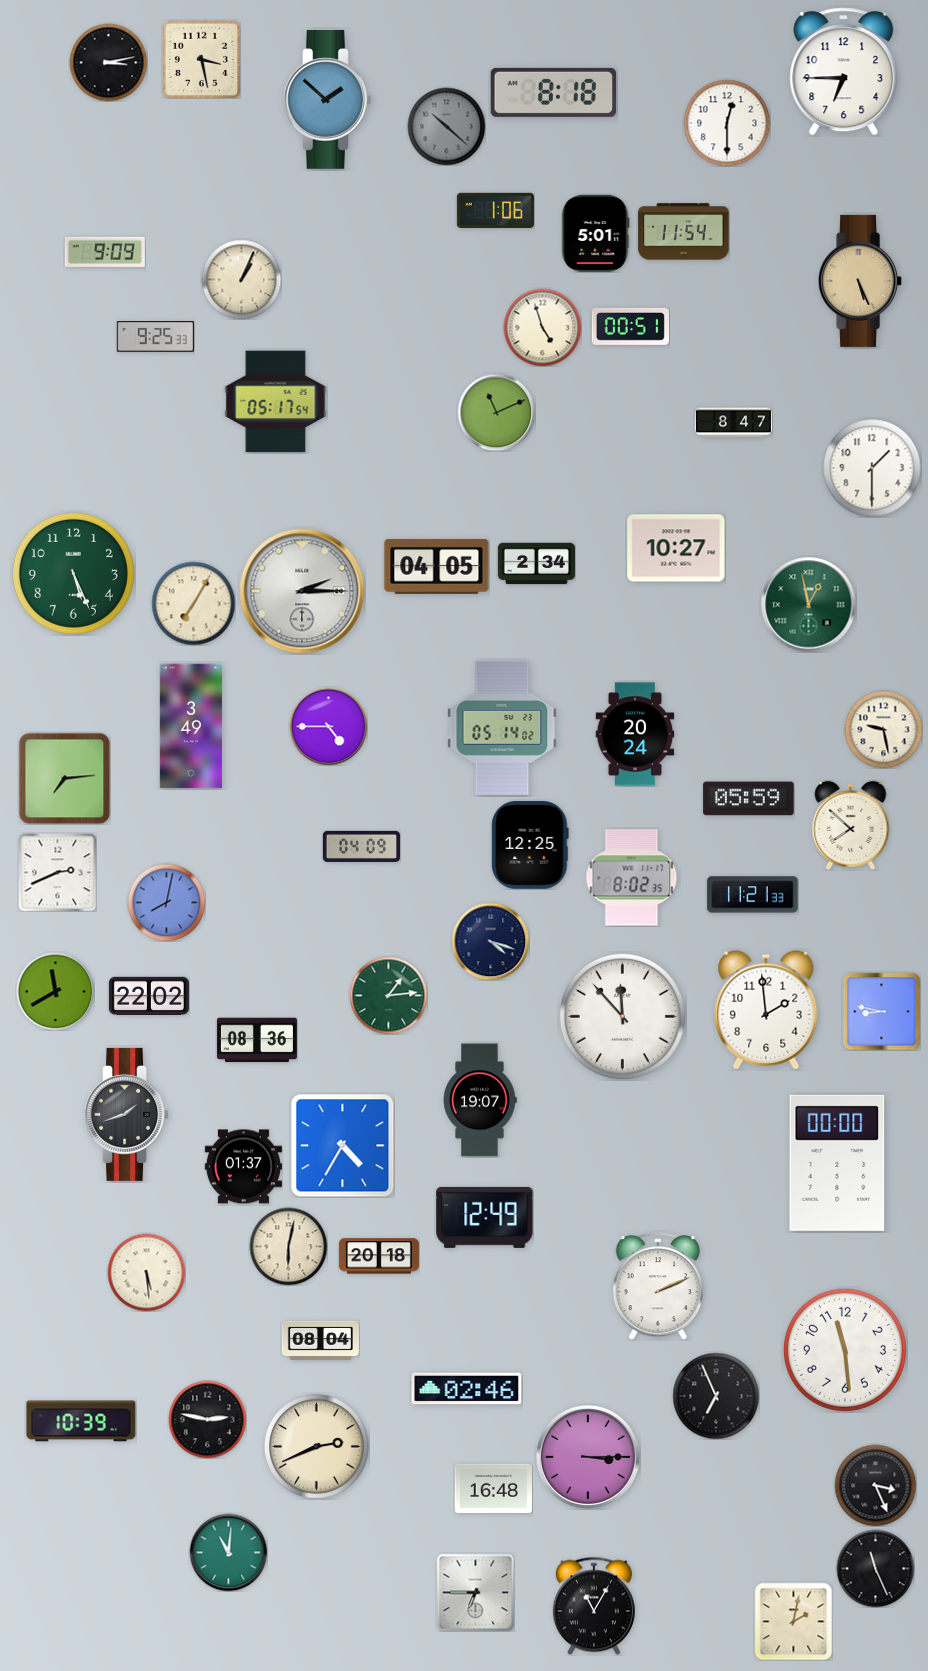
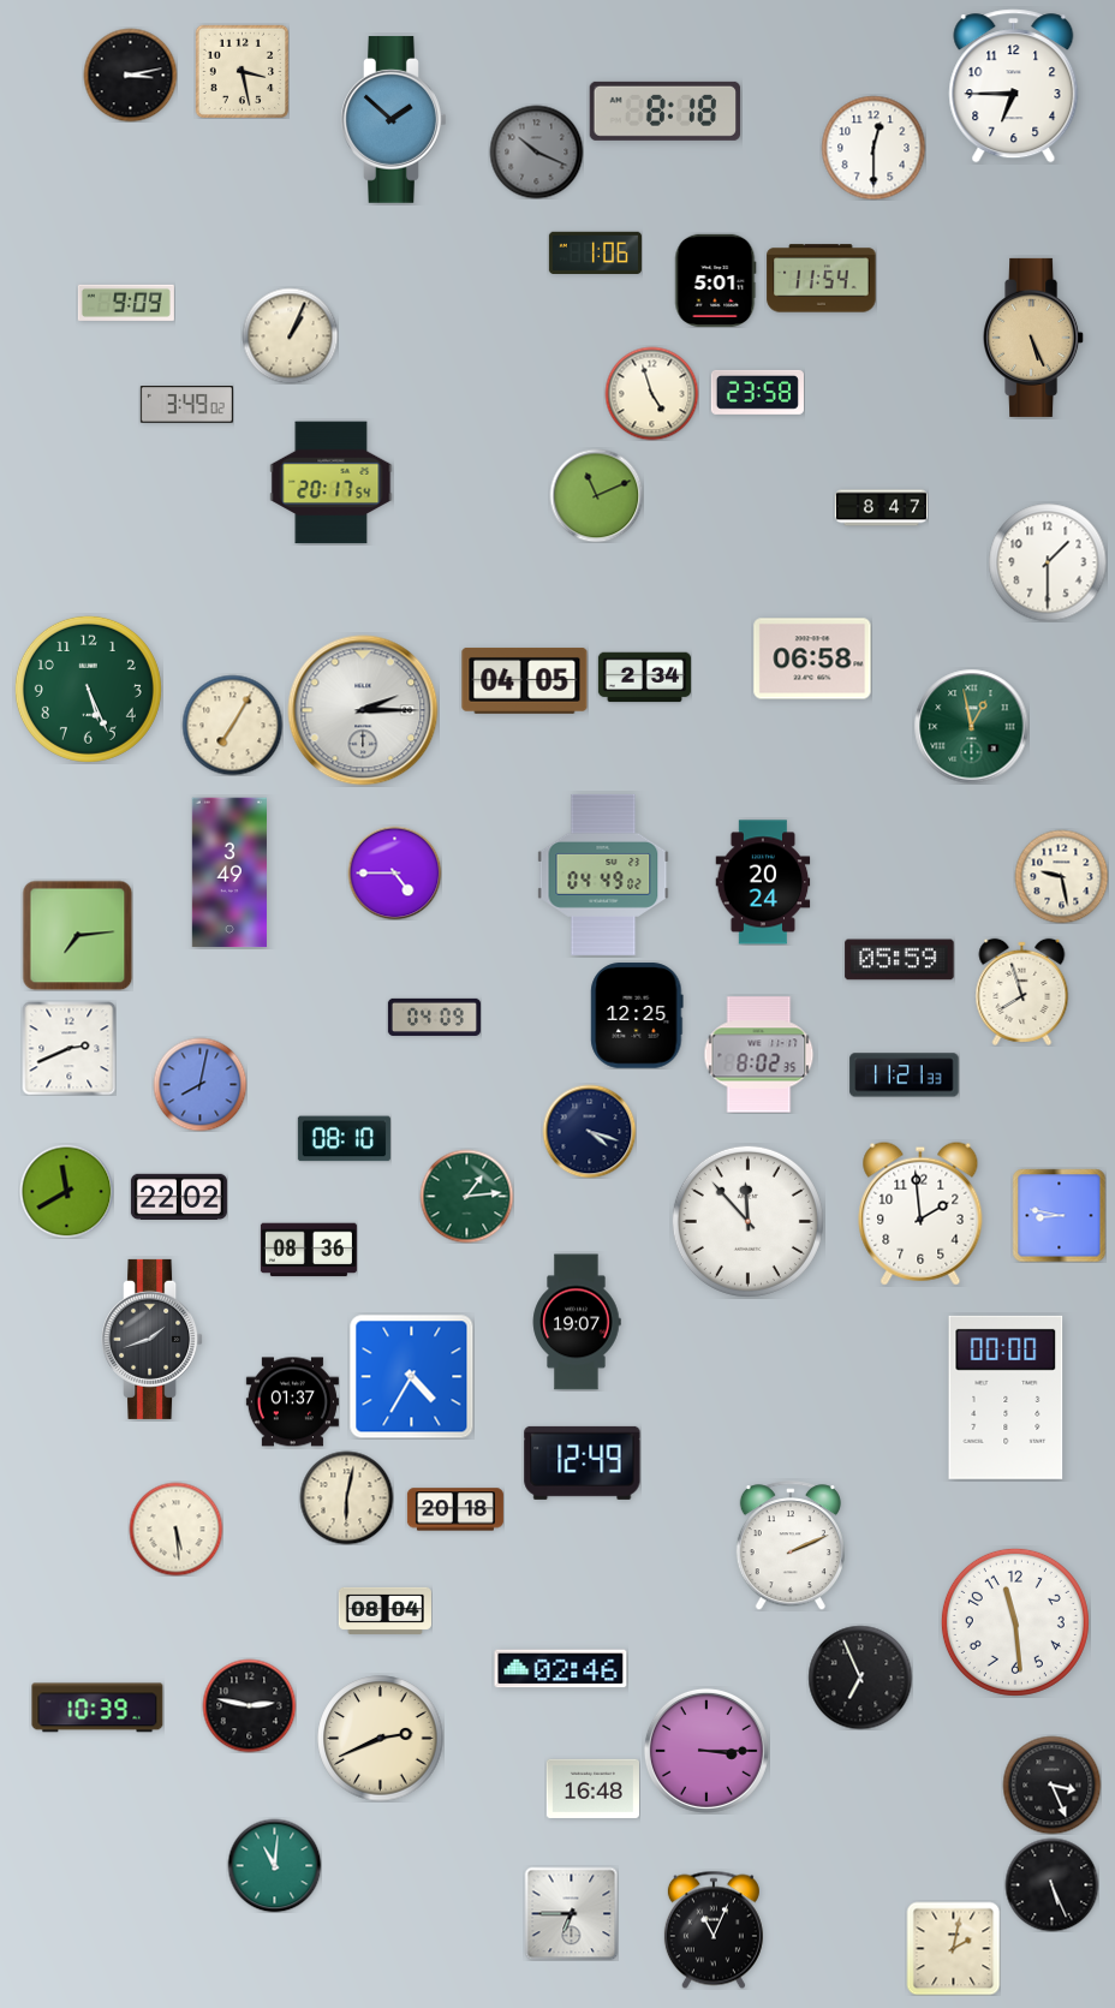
clock at (446, 126): 10:22 -> 10:19
clock at (630, 326): 00:51 -> 23:58
clock at (155, 337): 9:25 -> 3:49
clock at (276, 402): 05:17 -> 20:17
clock at (676, 548): 10:27 -> 06:58
clock at (502, 728): 05:14 -> 04:49
clock at (851, 825): 7:52 -> 7:57
clock at (344, 1139): none -> 08:10
clock at (875, 1568): 11:26 -> 5:26
clock at (594, 1606): 11:05 -> 11:04
